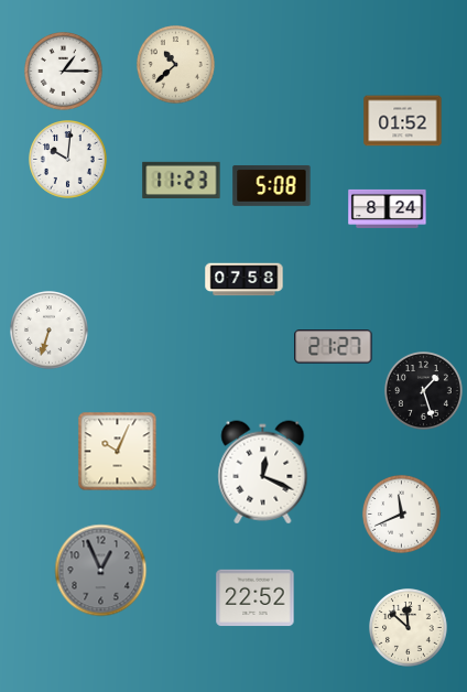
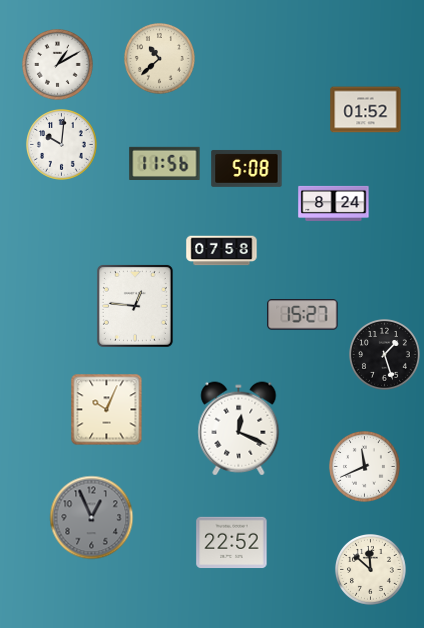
clock at (64, 72): 1:15 -> 1:10
clock at (182, 180): 11:23 -> 11:56
clock at (388, 208) position: (388, 208) -> (334, 203)
clock at (245, 280) position: (245, 280) -> (222, 251)
clock at (50, 331): 6:33 -> none
clock at (135, 306): none -> 12:46
clock at (334, 347): 21:27 -> 15:27
